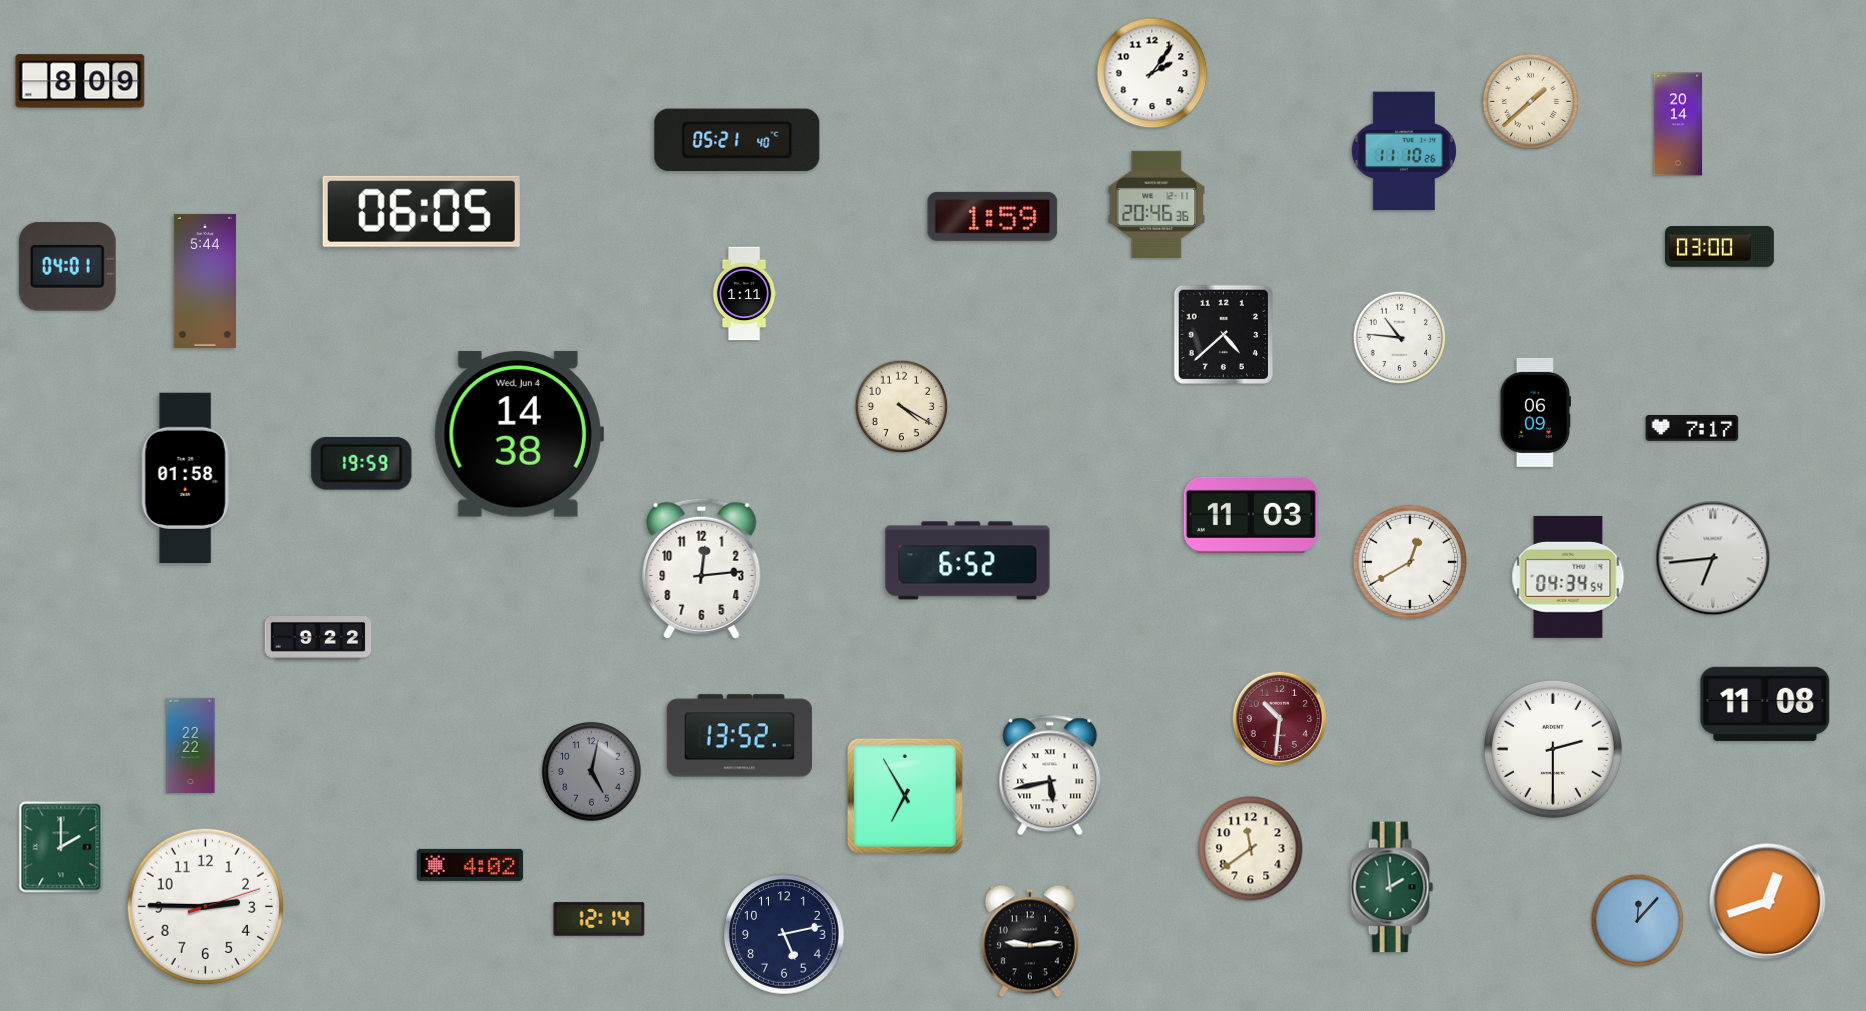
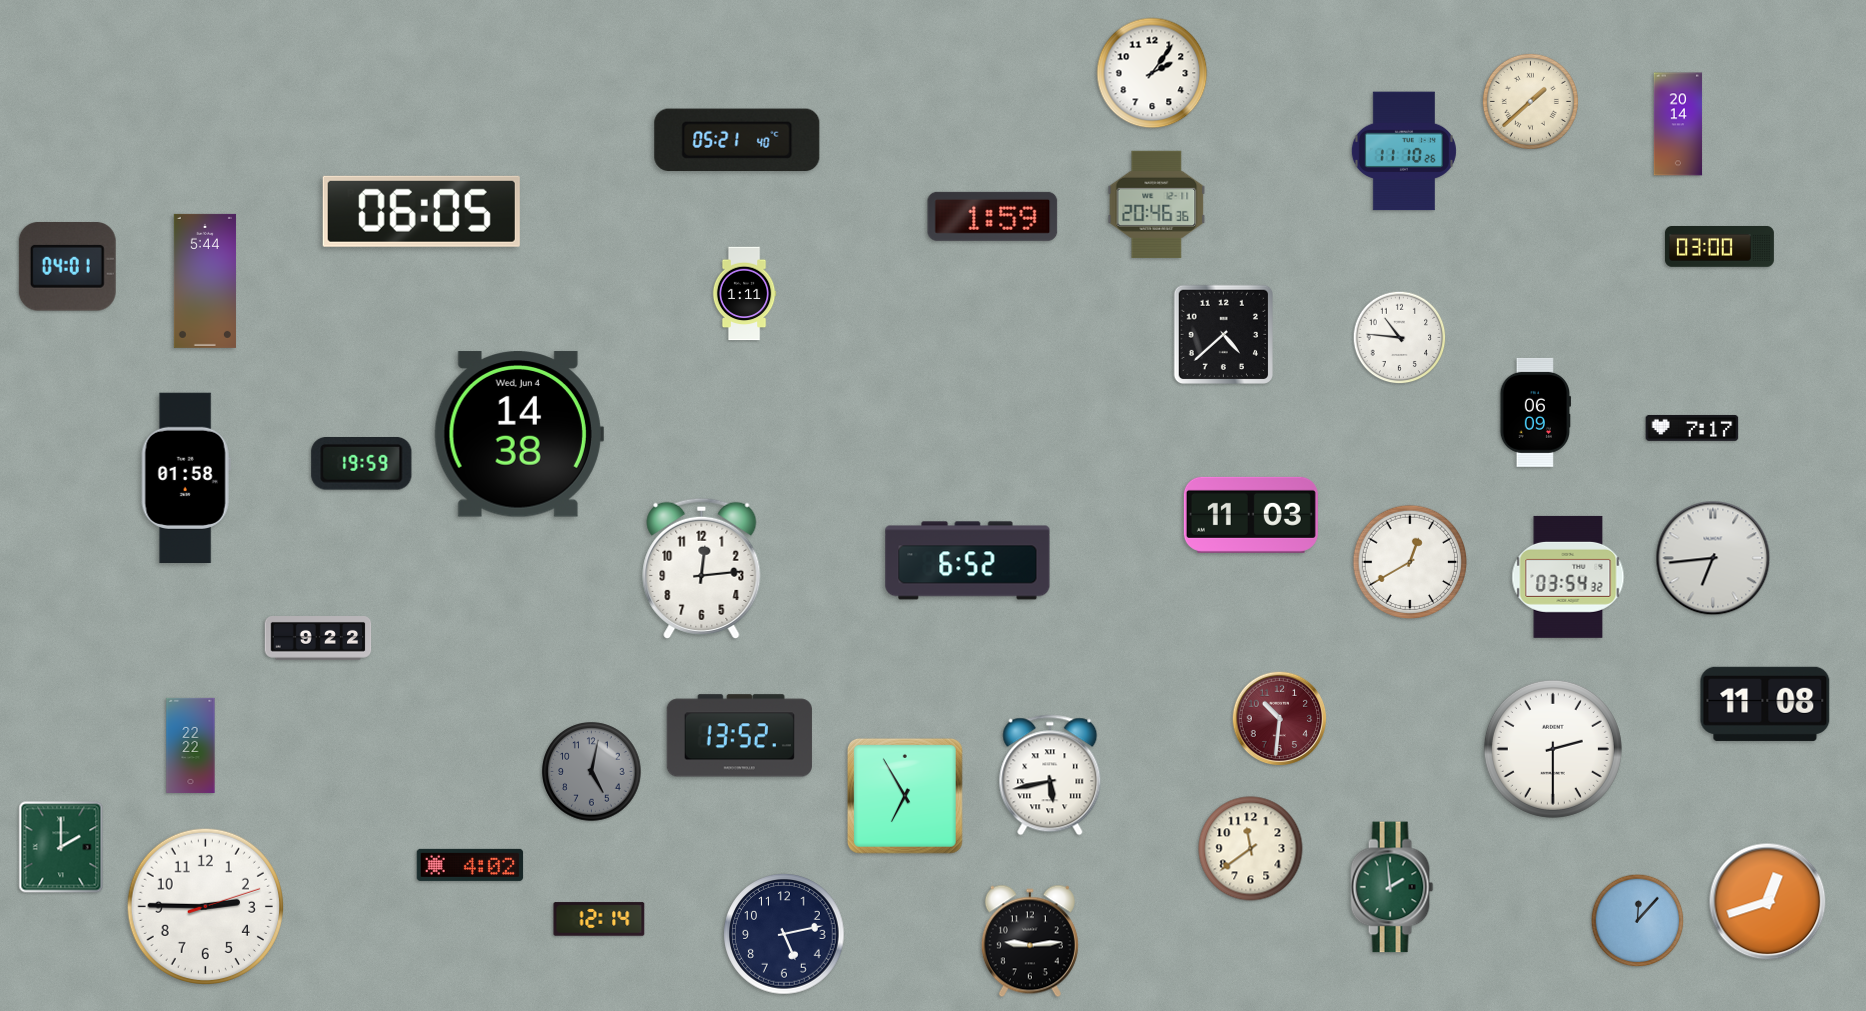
clock at (80, 81): 8:09 -> none
clock at (902, 407): 4:20 -> none
clock at (1568, 577): 04:34 -> 03:54
